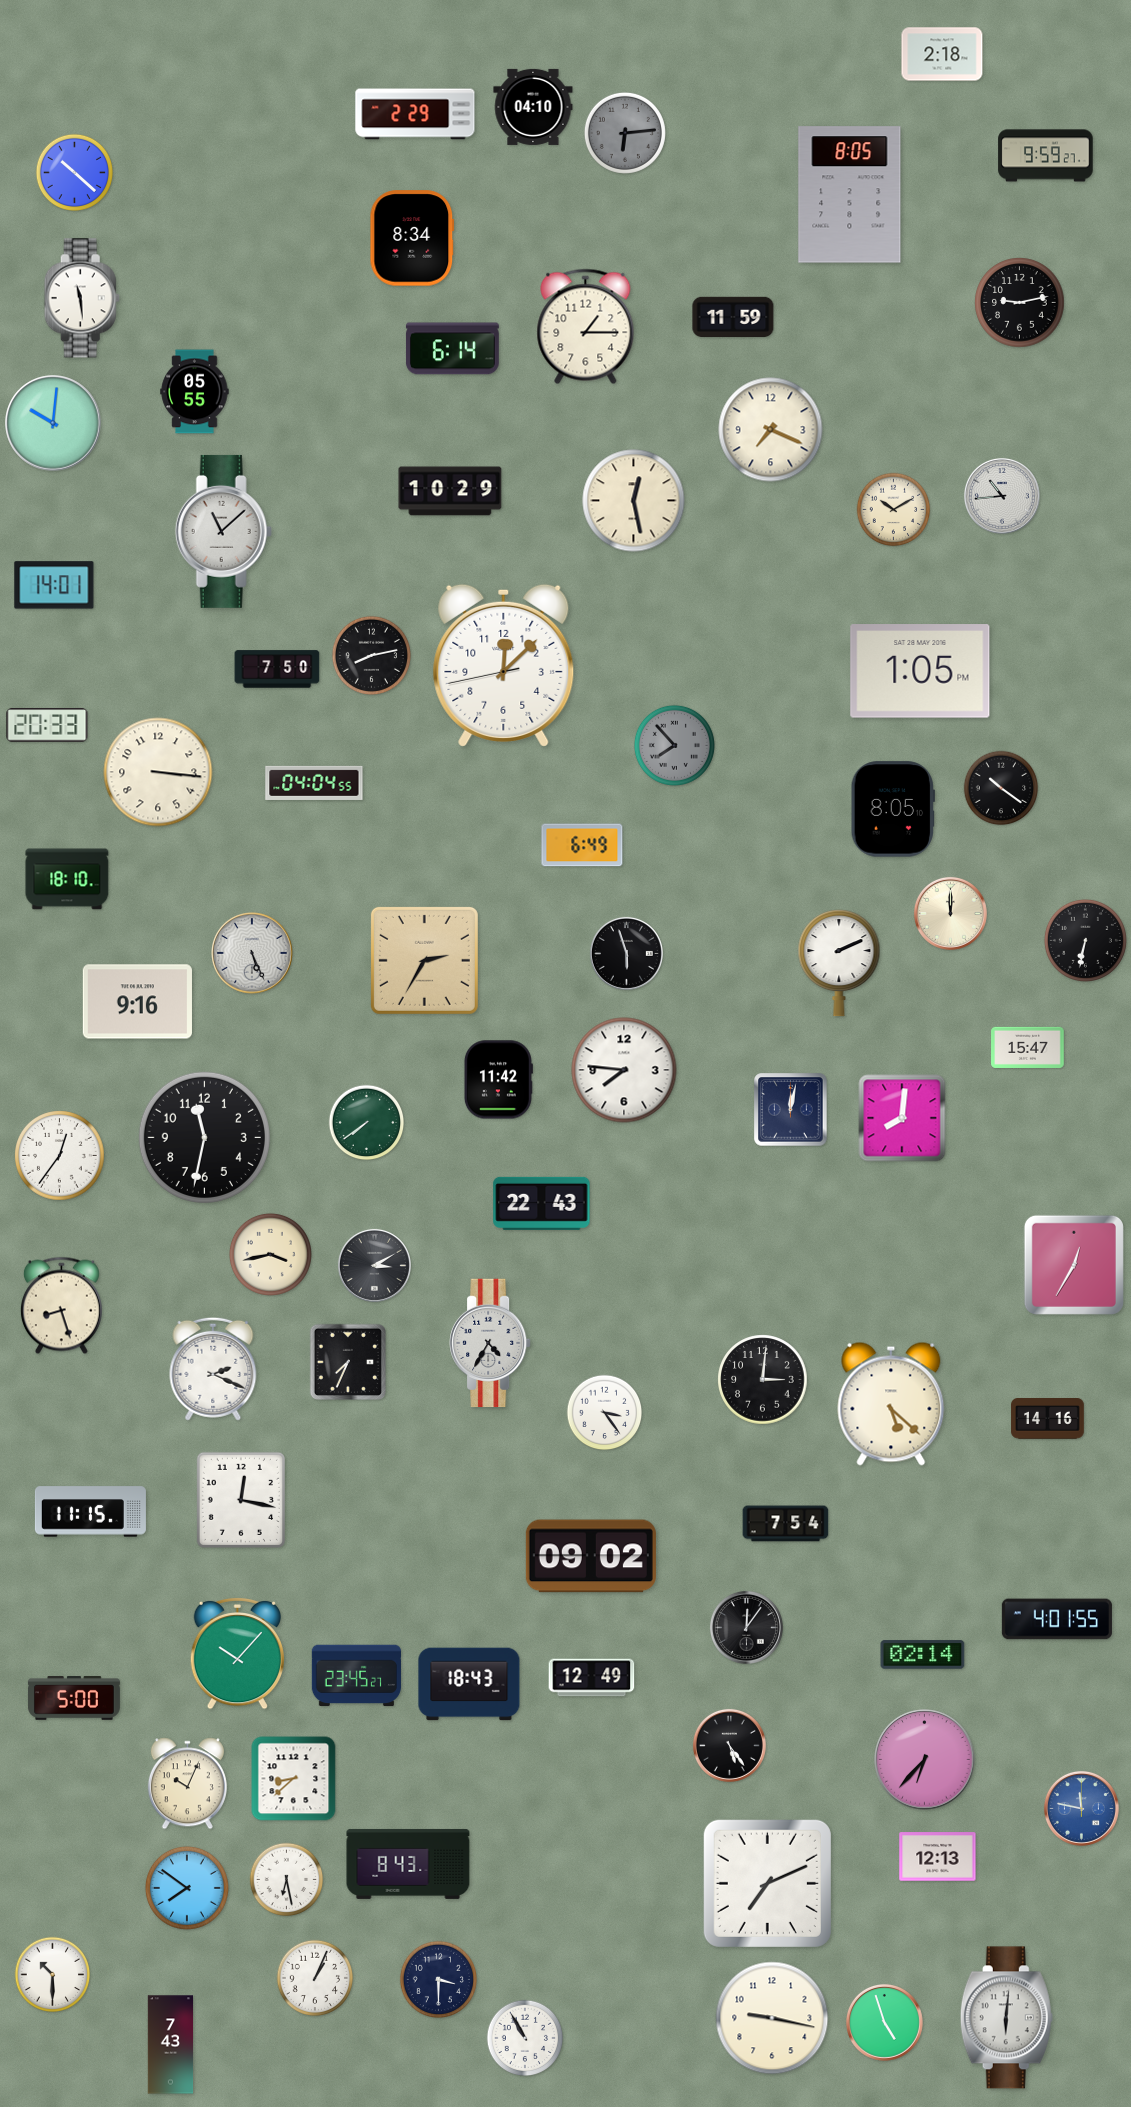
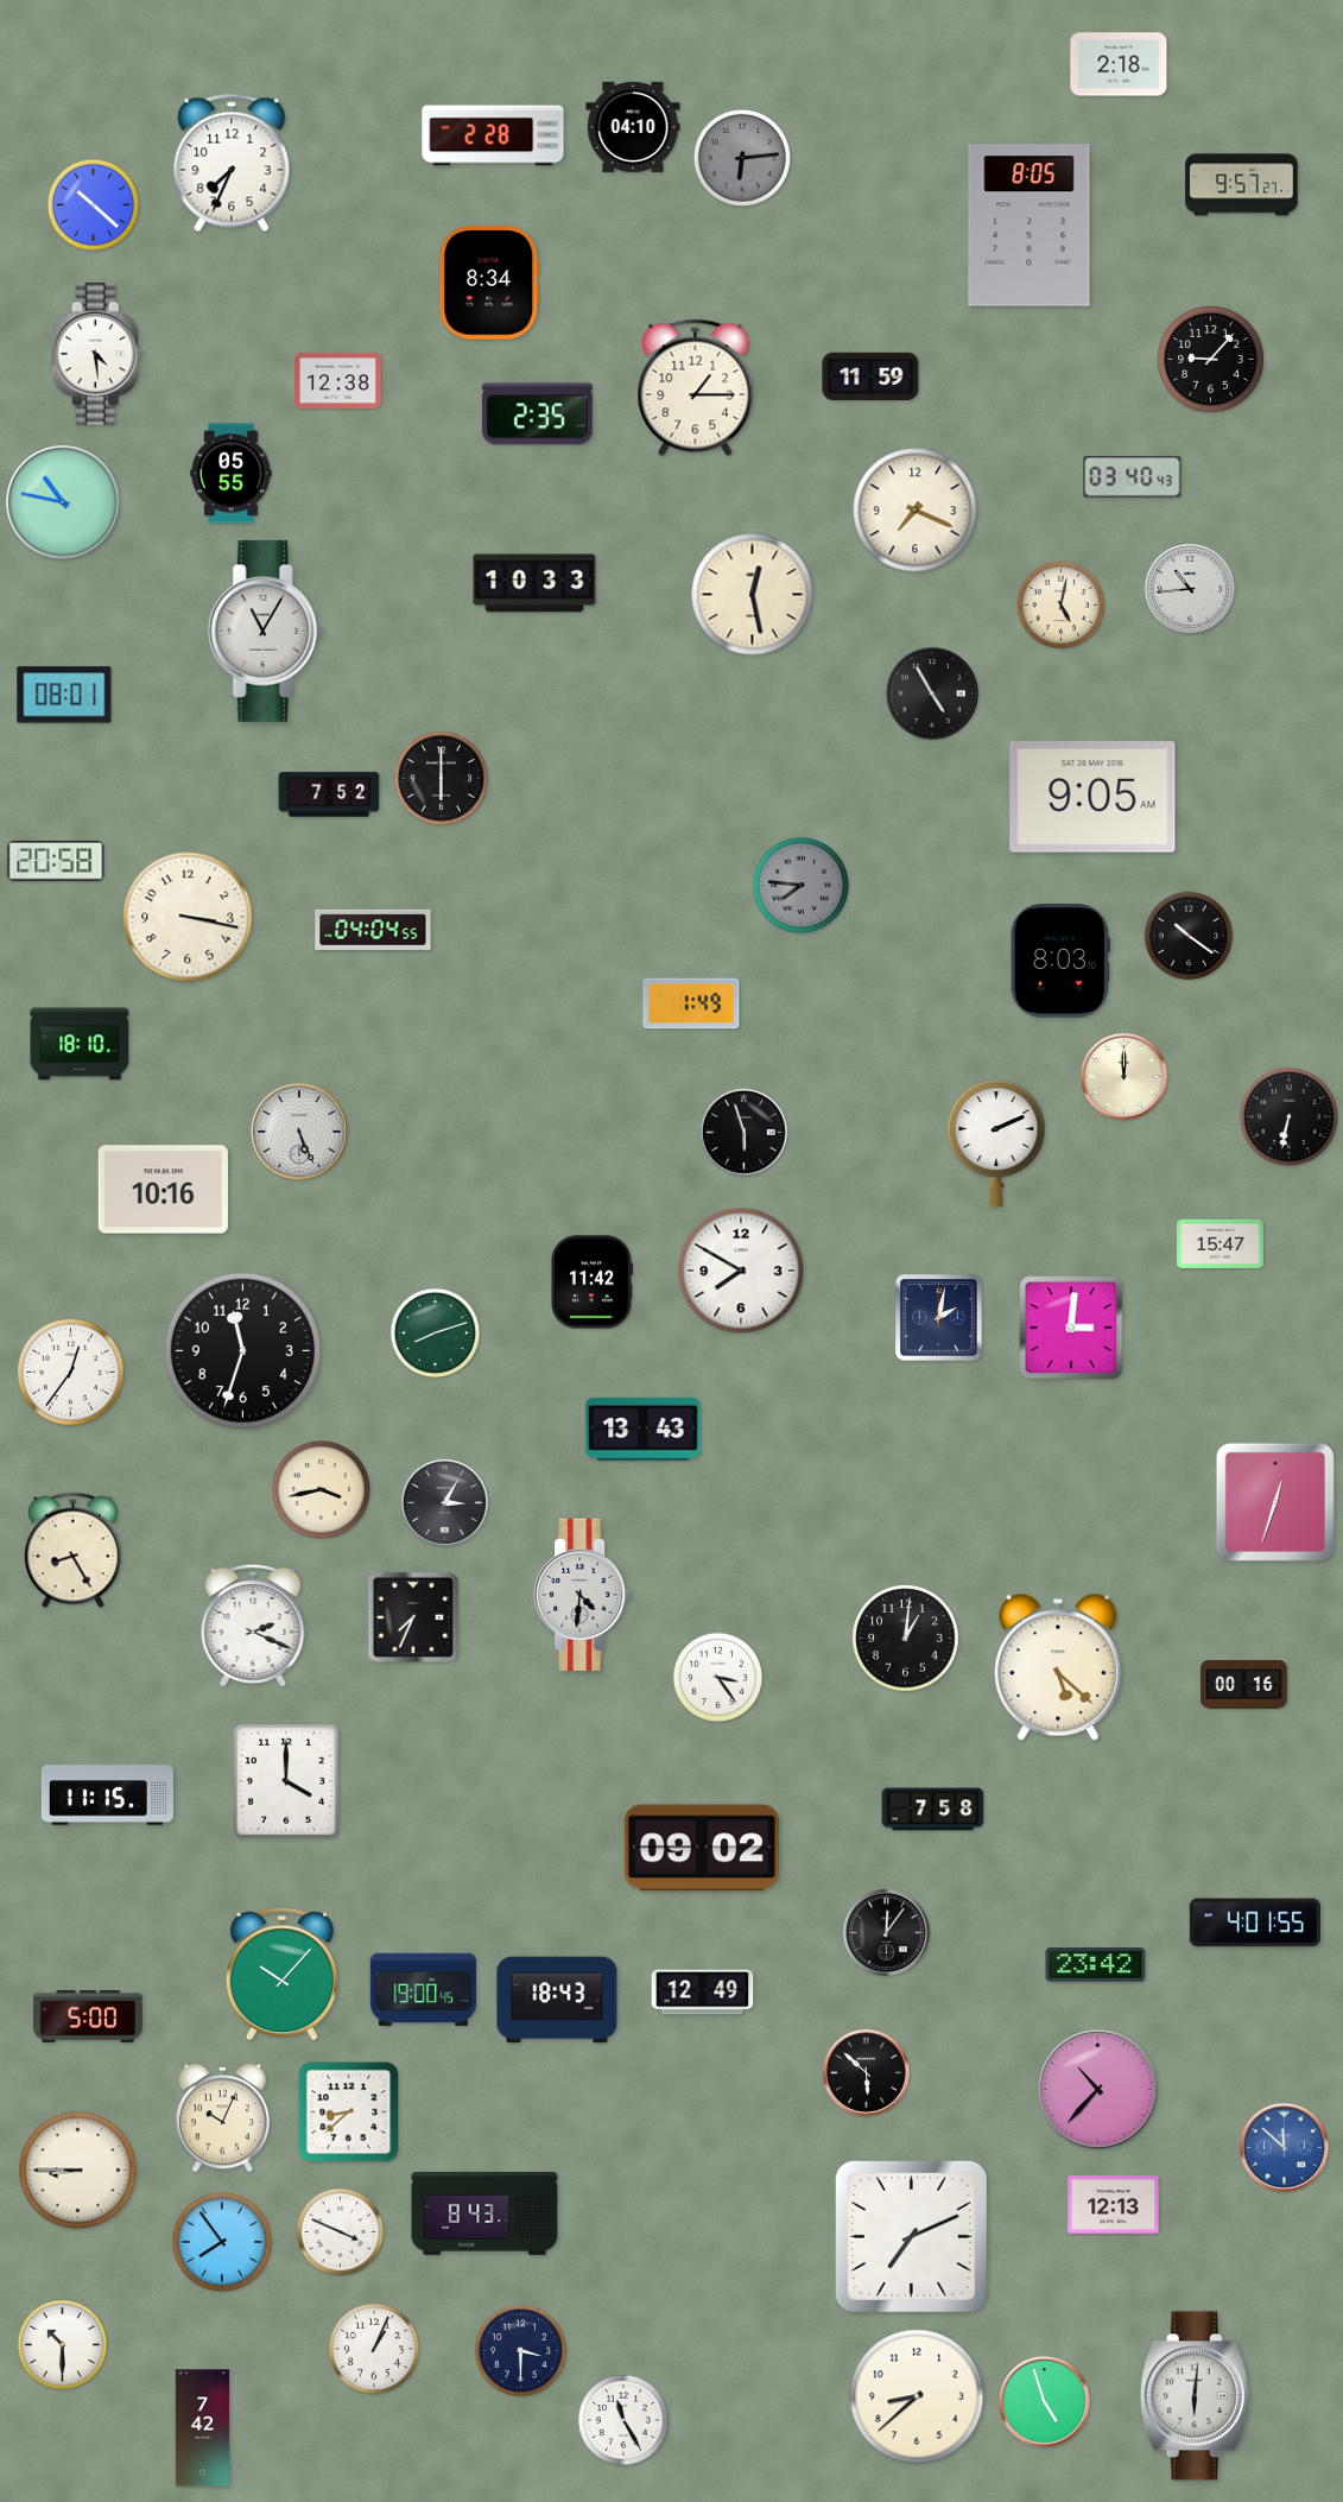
clock at (415, 114): 2:29 -> 2:28
clock at (232, 163): none -> 7:34
clock at (1046, 156): 9:59 -> 9:57
clock at (74, 172) position: (74, 172) -> (93, 204)
clock at (850, 195) position: (850, 195) -> (1030, 226)
clock at (82, 298): 11:29 -> 4:29
clock at (1020, 303): 9:13 -> 9:07
clock at (338, 380): none -> 12:38
clock at (452, 349): 6:14 -> 2:35
clock at (195, 392) position: (195, 392) -> (232, 474)
clock at (1133, 477): none -> 03:40
clock at (53, 423): 10:01 -> 10:47
clock at (450, 491): 10:29 -> 10:33
clock at (894, 510): 10:10 -> 5:02
clock at (223, 531): 11:08 -> 11:05
clock at (932, 693): none -> 4:55
clock at (54, 585): 14:01 -> 08:01
clock at (371, 655): 8:13 -> 6:00
clock at (504, 665): 12:07 -> none
clock at (277, 669): 7:50 -> 7:52
clock at (920, 671): 1:05 -> 9:05
clock at (47, 725): 20:33 -> 20:58
clock at (674, 745): 7:53 -> 7:46
clock at (158, 772): 3:16 -> 3:17
clock at (893, 809): 8:05 -> 8:03
clock at (582, 845): 6:49 -> 1:49
clock at (950, 913) position: (950, 913) -> (1123, 1076)
clock at (424, 960): 2:35 -> none
clock at (137, 1002): 9:16 -> 10:16
clock at (624, 1070): 7:46 -> 7:50
clock at (791, 1110): 12:02 -> 2:02
clock at (902, 1118): 8:01 -> 3:01
clock at (367, 1123): 7:39 -> 8:12
clock at (204, 1137): 11:32 -> 11:33
clock at (542, 1203): 22:43 -> 13:43
clock at (374, 1265): 3:10 -> 3:05
clock at (1074, 1265): 12:35 -> 12:33
clock at (61, 1306): 8:27 -> 8:25
clock at (490, 1343): 4:35 -> 4:31
clock at (763, 1380): 3:01 -> 1:01
clock at (1048, 1419): 14:16 -> 00:16
clock at (241, 1500): 12:17 -> 4:00
clock at (786, 1524): 7:54 -> 7:58
clock at (237, 1653) position: (237, 1653) -> (281, 1974)
clock at (923, 1655): 02:14 -> 23:42
clock at (356, 1676): 23:45 -> 19:00
clock at (729, 1745): 5:24 -> 5:52
clock at (925, 1760): 6:37 -> 10:37
clock at (1081, 1808): 11:47 -> 11:52
clock at (78, 2171): none -> 8:45
clock at (287, 1880): 6:28 -> 3:49
clock at (187, 1888): 7:51 -> 7:54
clock at (772, 2018): 9:17 -> 8:38
clock at (884, 2022) position: (884, 2022) -> (1044, 2401)
clock at (525, 2038): 10:55 -> 11:25
clock at (171, 2045): 7:43 -> 7:42
